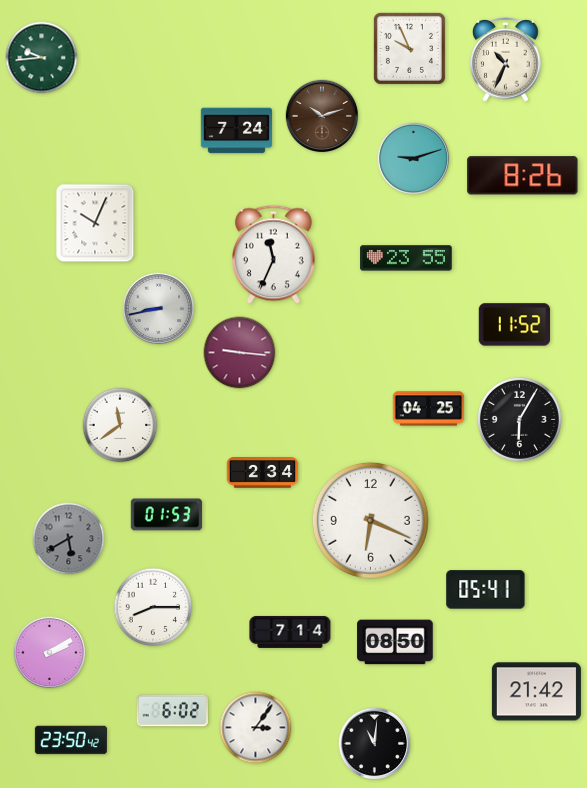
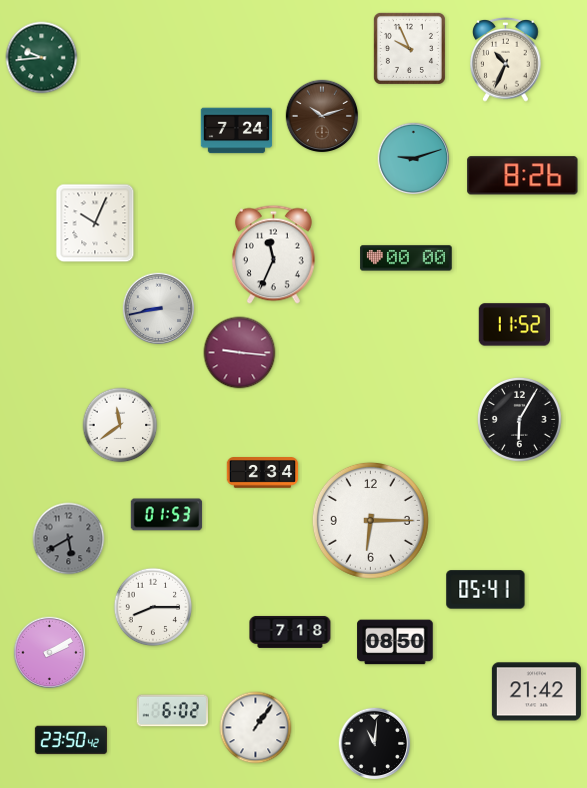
clock at (406, 258): 23:55 -> 00:00
clock at (429, 409): 04:25 -> none
clock at (370, 520): 6:19 -> 6:15
clock at (290, 632): 7:14 -> 7:18
clock at (256, 728): 3:06 -> 1:06
